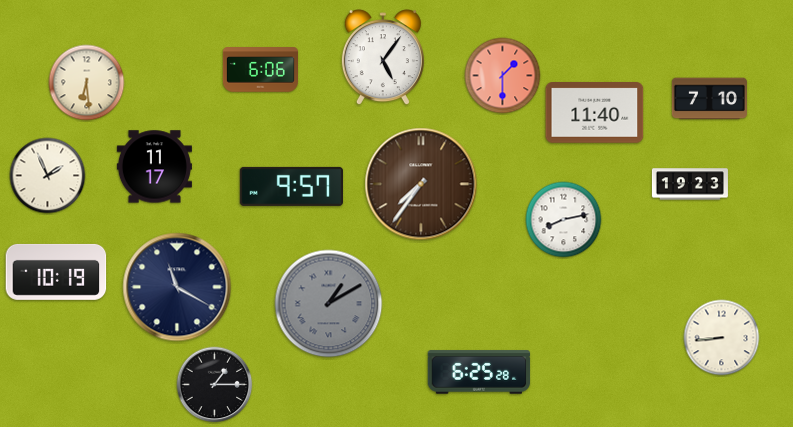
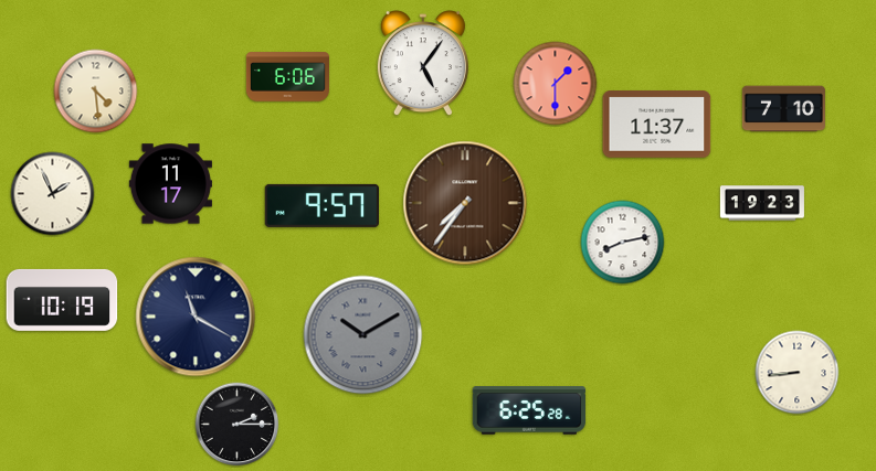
clock at (87, 83): 6:29 -> 4:29
clock at (595, 113): 11:40 -> 11:37
clock at (329, 304): 1:10 -> 10:10
clock at (215, 385): 1:15 -> 2:15
